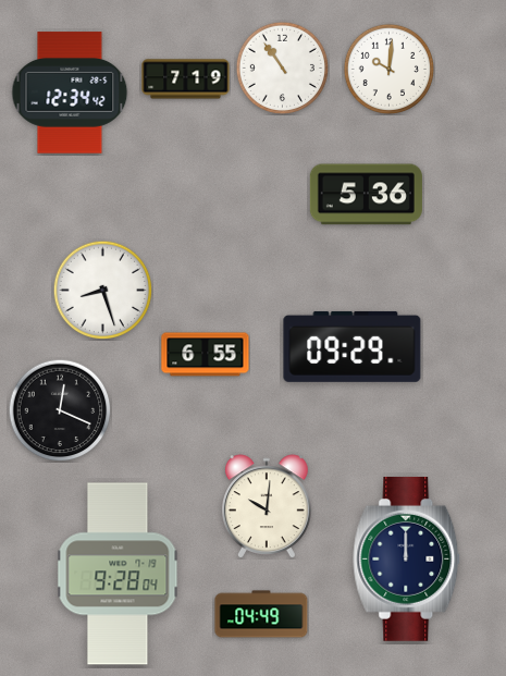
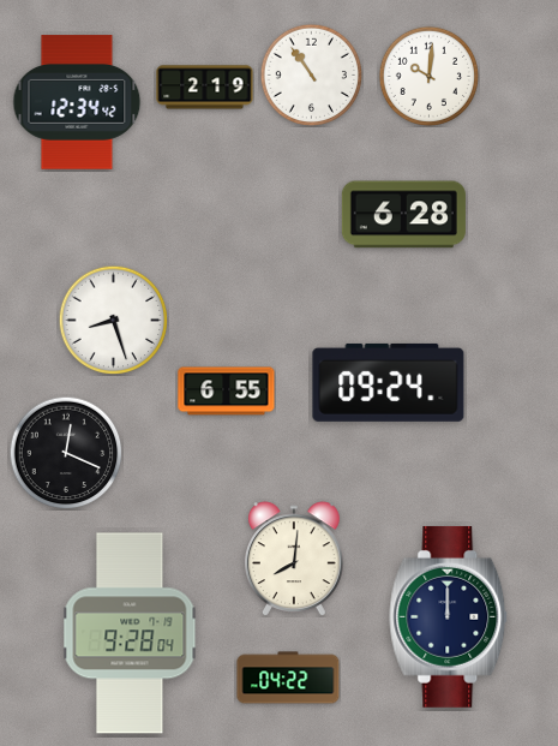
clock at (186, 79): 7:19 -> 2:19
clock at (366, 195): 5:36 -> 6:28
clock at (353, 346): 09:29 -> 09:24
clock at (267, 506): 10:01 -> 8:01
clock at (261, 614): 04:49 -> 04:22
